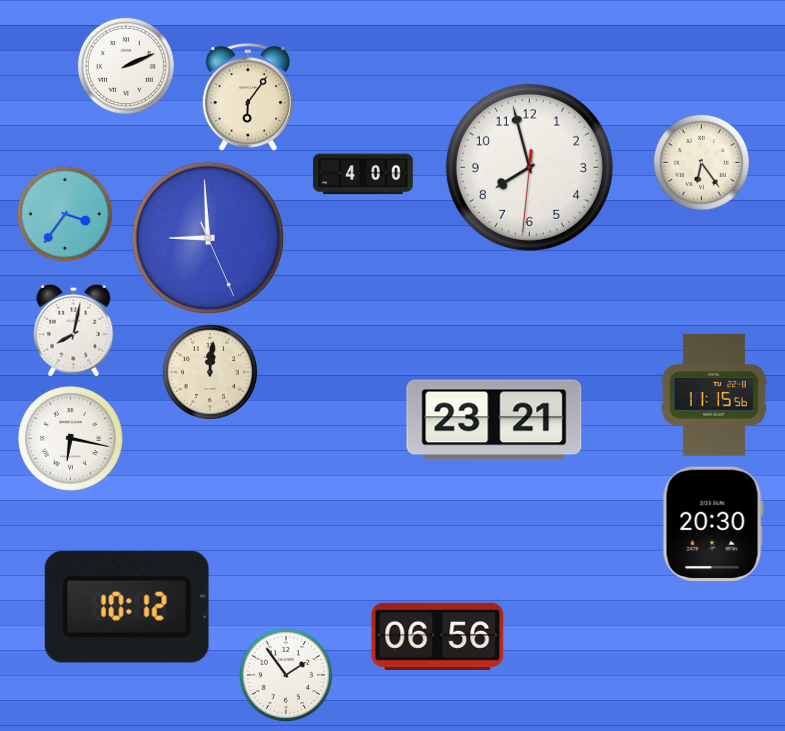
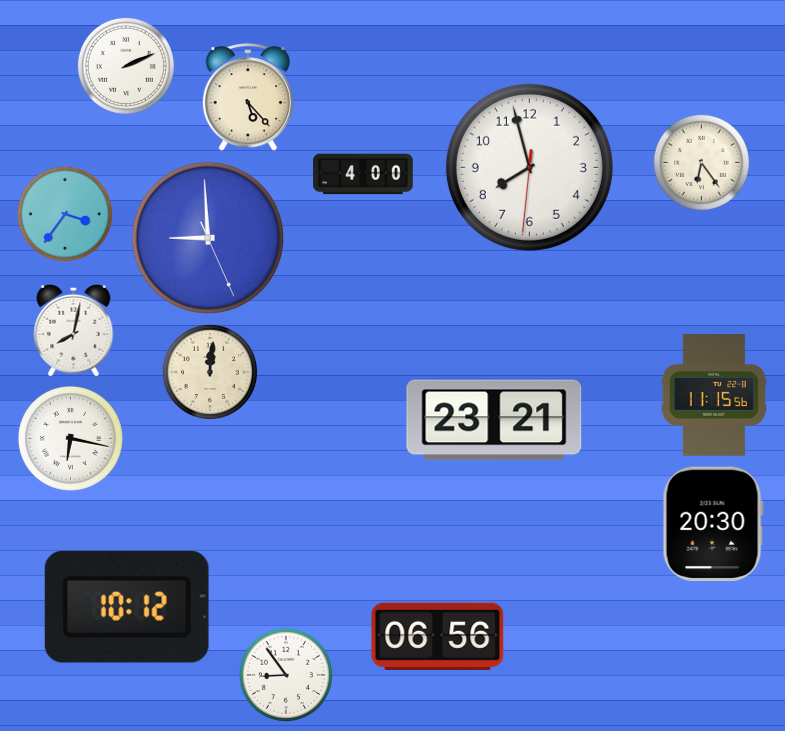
clock at (247, 98): 6:06 -> 5:23
clock at (285, 674): 1:54 -> 8:54
